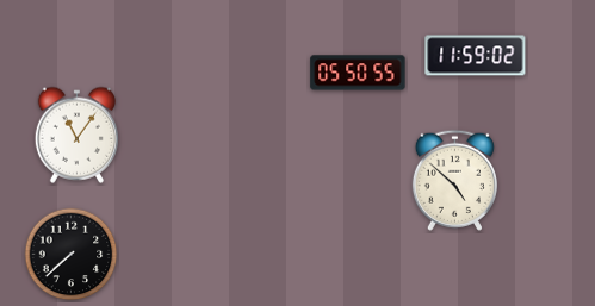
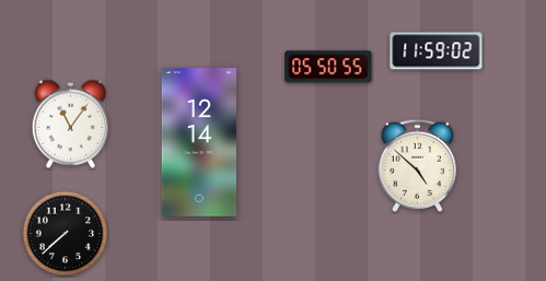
clock at (199, 142): none -> 12:14
